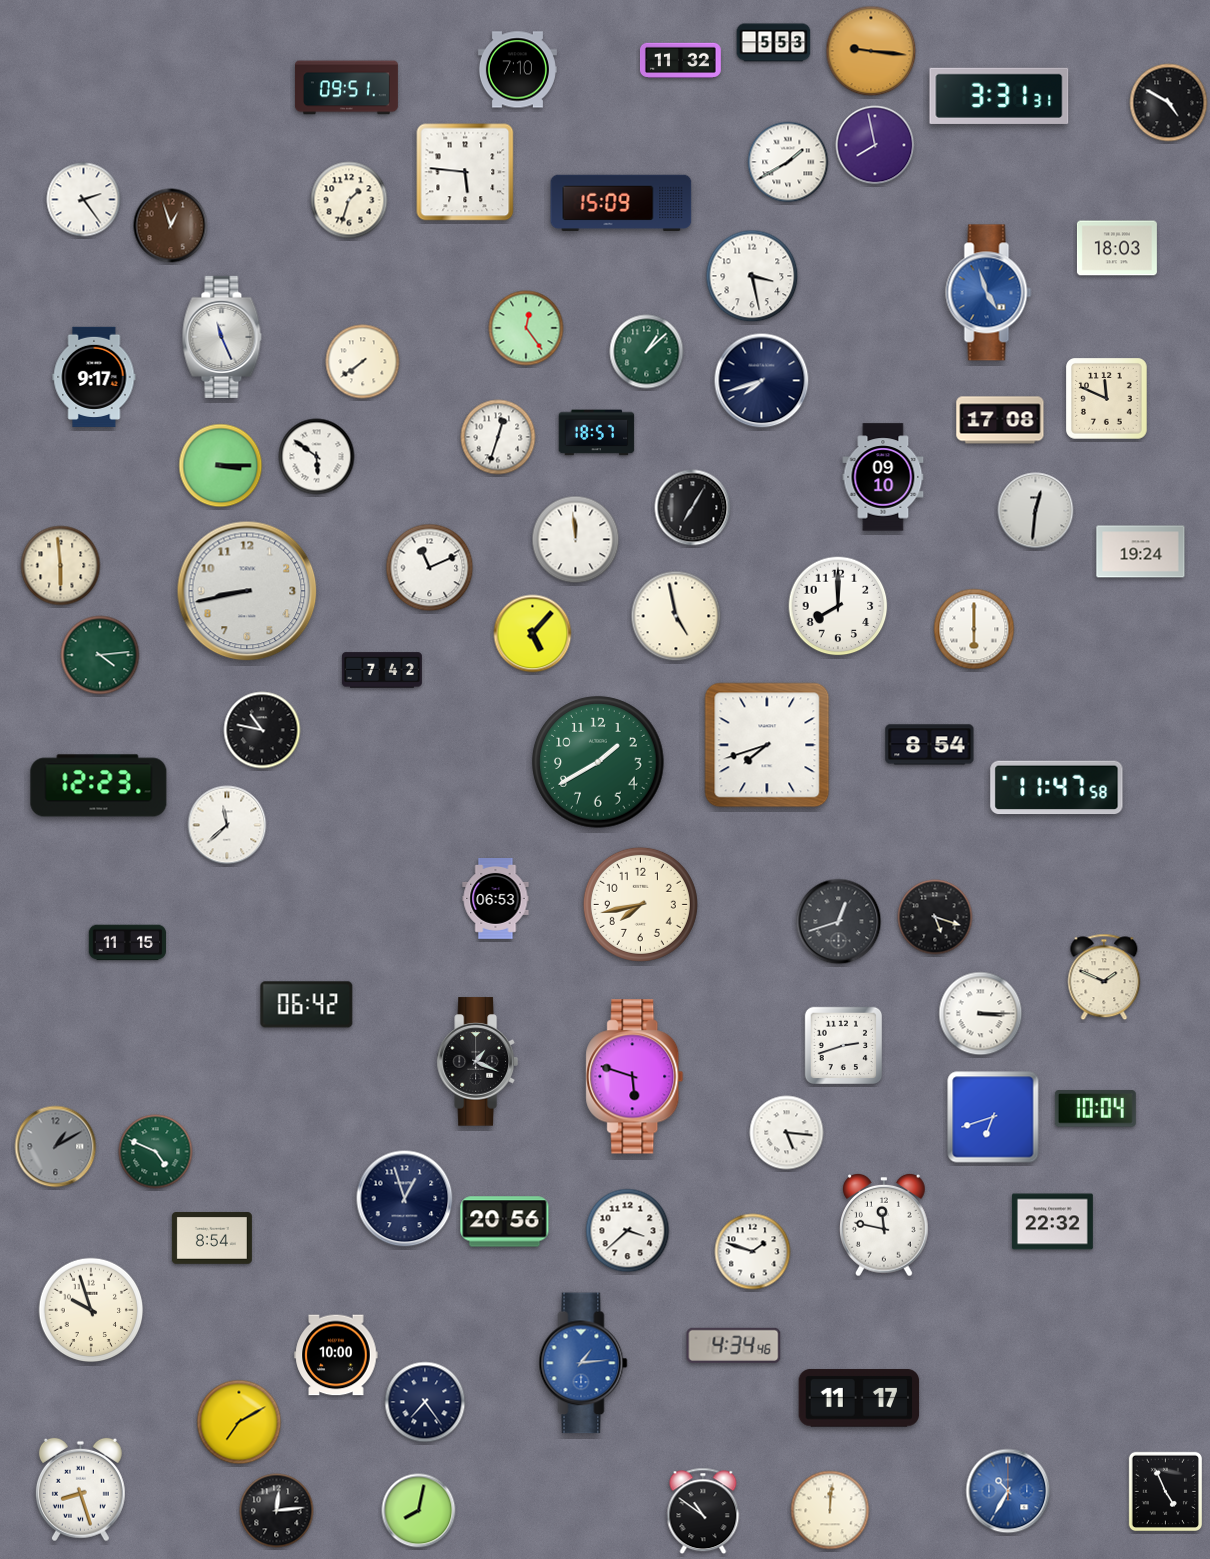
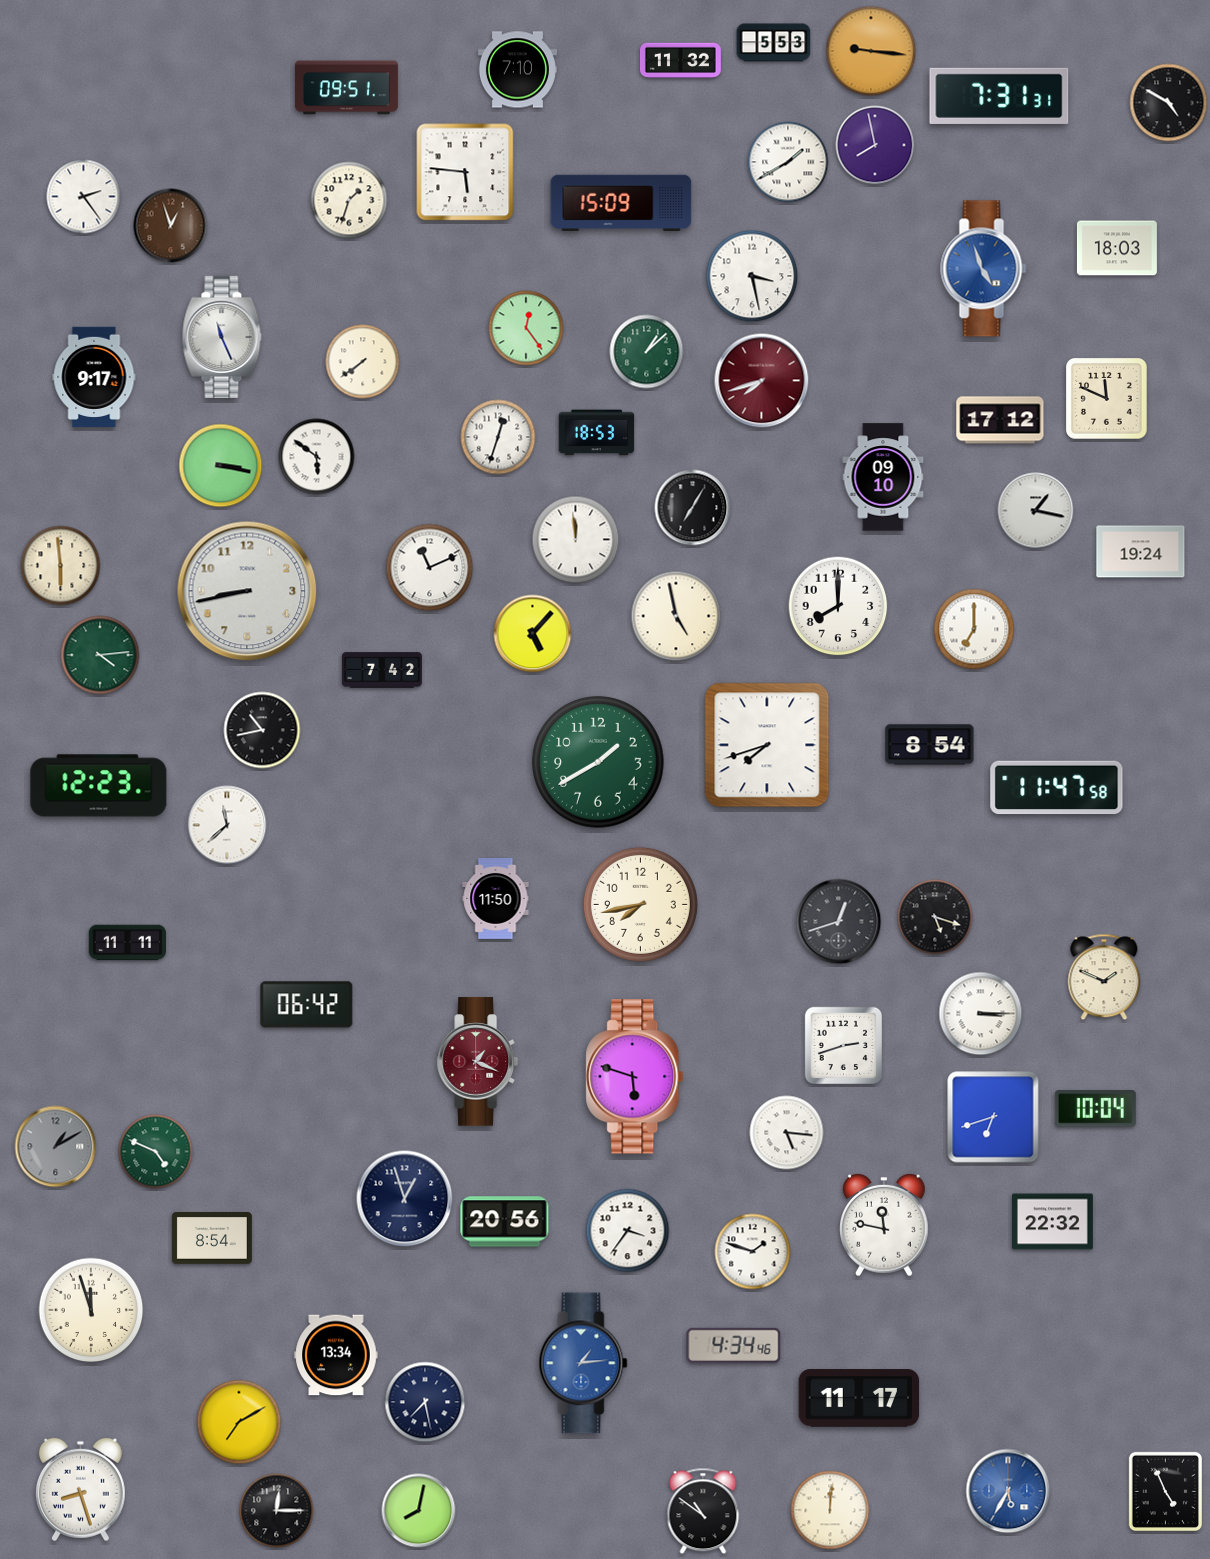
clock at (999, 96): 3:31 -> 7:31
clock at (84, 200) position: (84, 200) -> (84, 197)
clock at (989, 293) position: (989, 293) -> (984, 269)
clock at (762, 381) dial: navy -> burgundy
clock at (1000, 420): 17:08 -> 17:12
clock at (597, 433): 18:57 -> 18:53
clock at (221, 466): 3:15 -> 3:17
clock at (1036, 511): 12:31 -> 1:17
clock at (974, 629): 6:00 -> 7:00
clock at (262, 730): 10:47 -> 10:43
clock at (496, 899): 06:53 -> 11:50
clock at (127, 943): 11:15 -> 11:11
clock at (477, 1062) dial: black -> burgundy
clock at (628, 1231): 3:38 -> 3:36
clock at (91, 1310): 9:57 -> 11:57
clock at (336, 1355): 10:00 -> 13:34
clock at (425, 1402): 7:24 -> 7:28
clock at (1008, 1491): 10:35 -> 5:35
clock at (277, 1511): 12:14 -> 12:15
